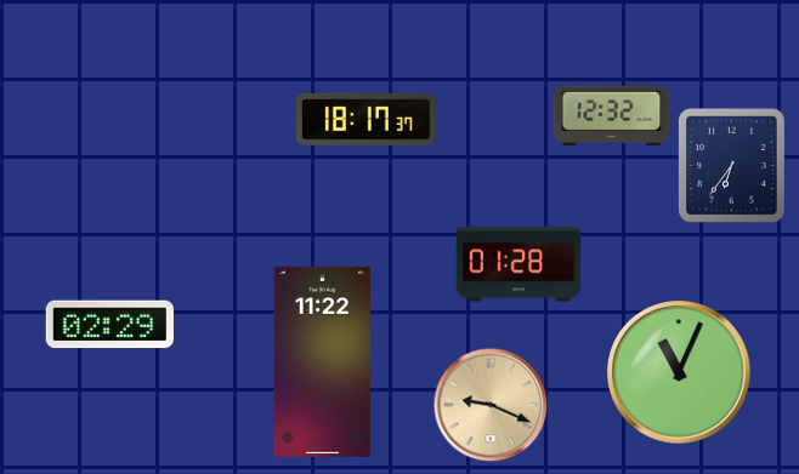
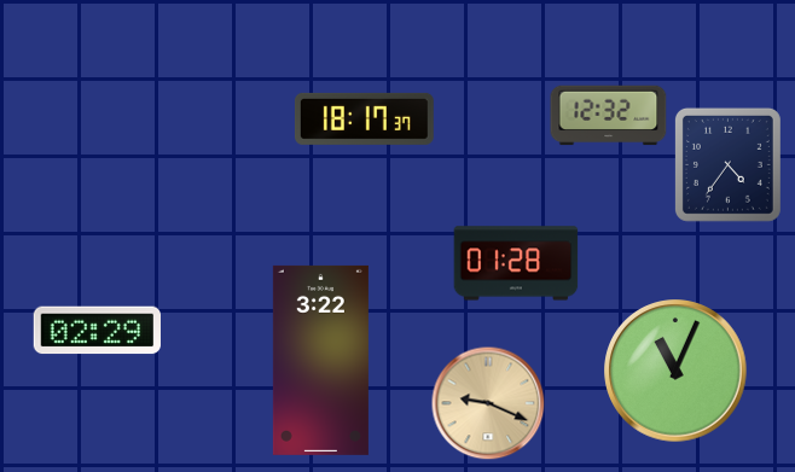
clock at (731, 165): 6:36 -> 4:36
clock at (109, 325) position: (109, 325) -> (97, 331)
clock at (322, 361): 11:22 -> 3:22
